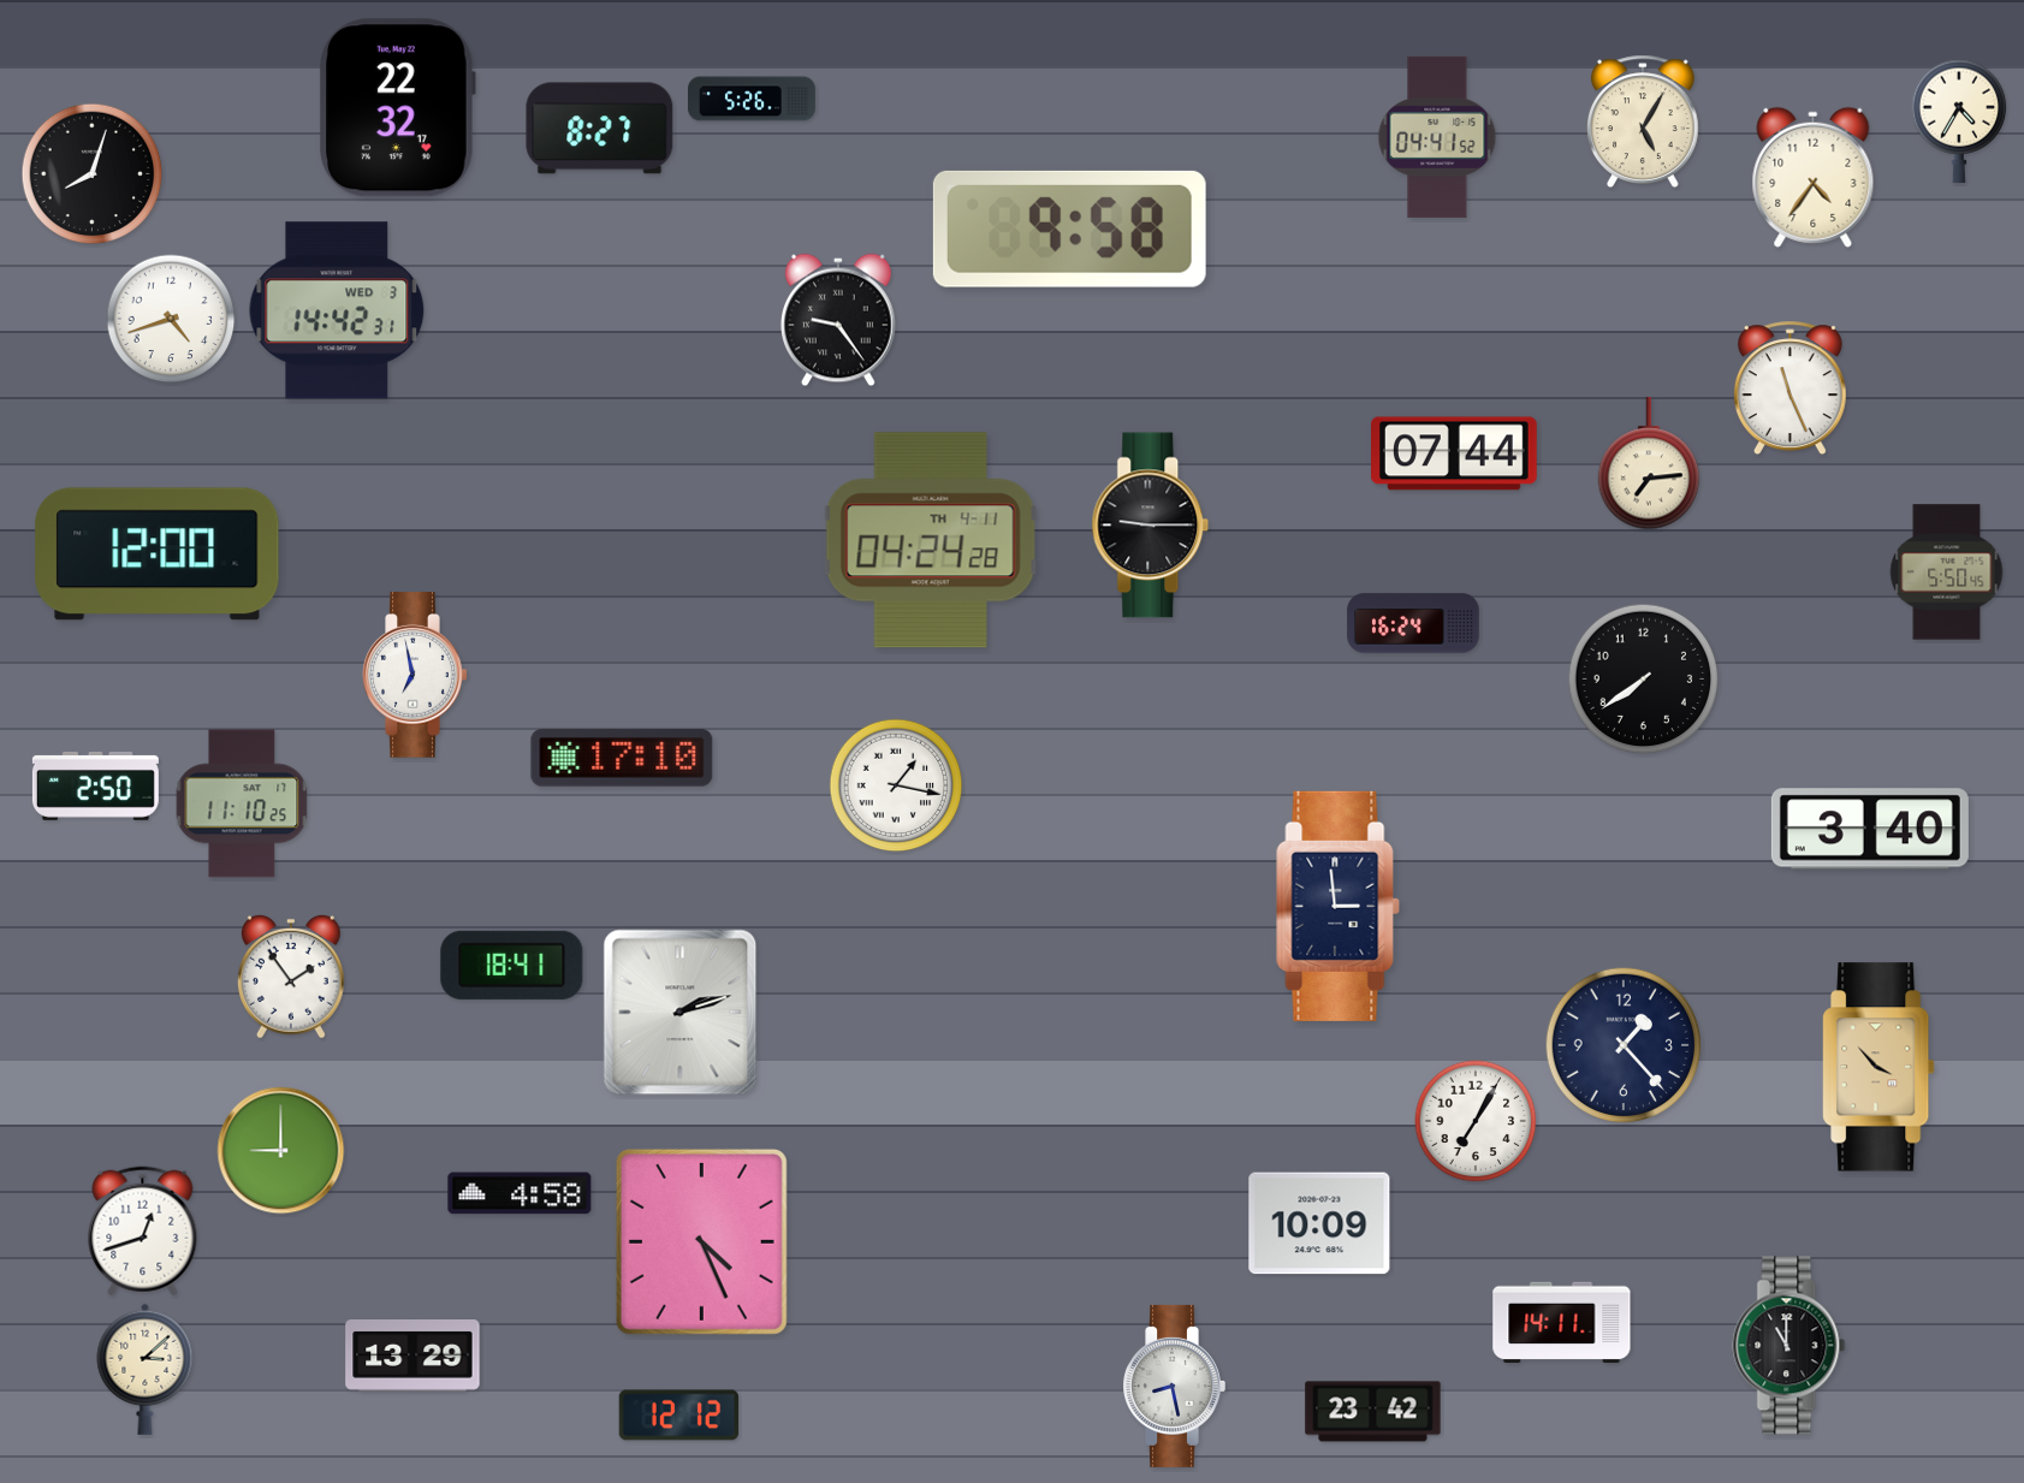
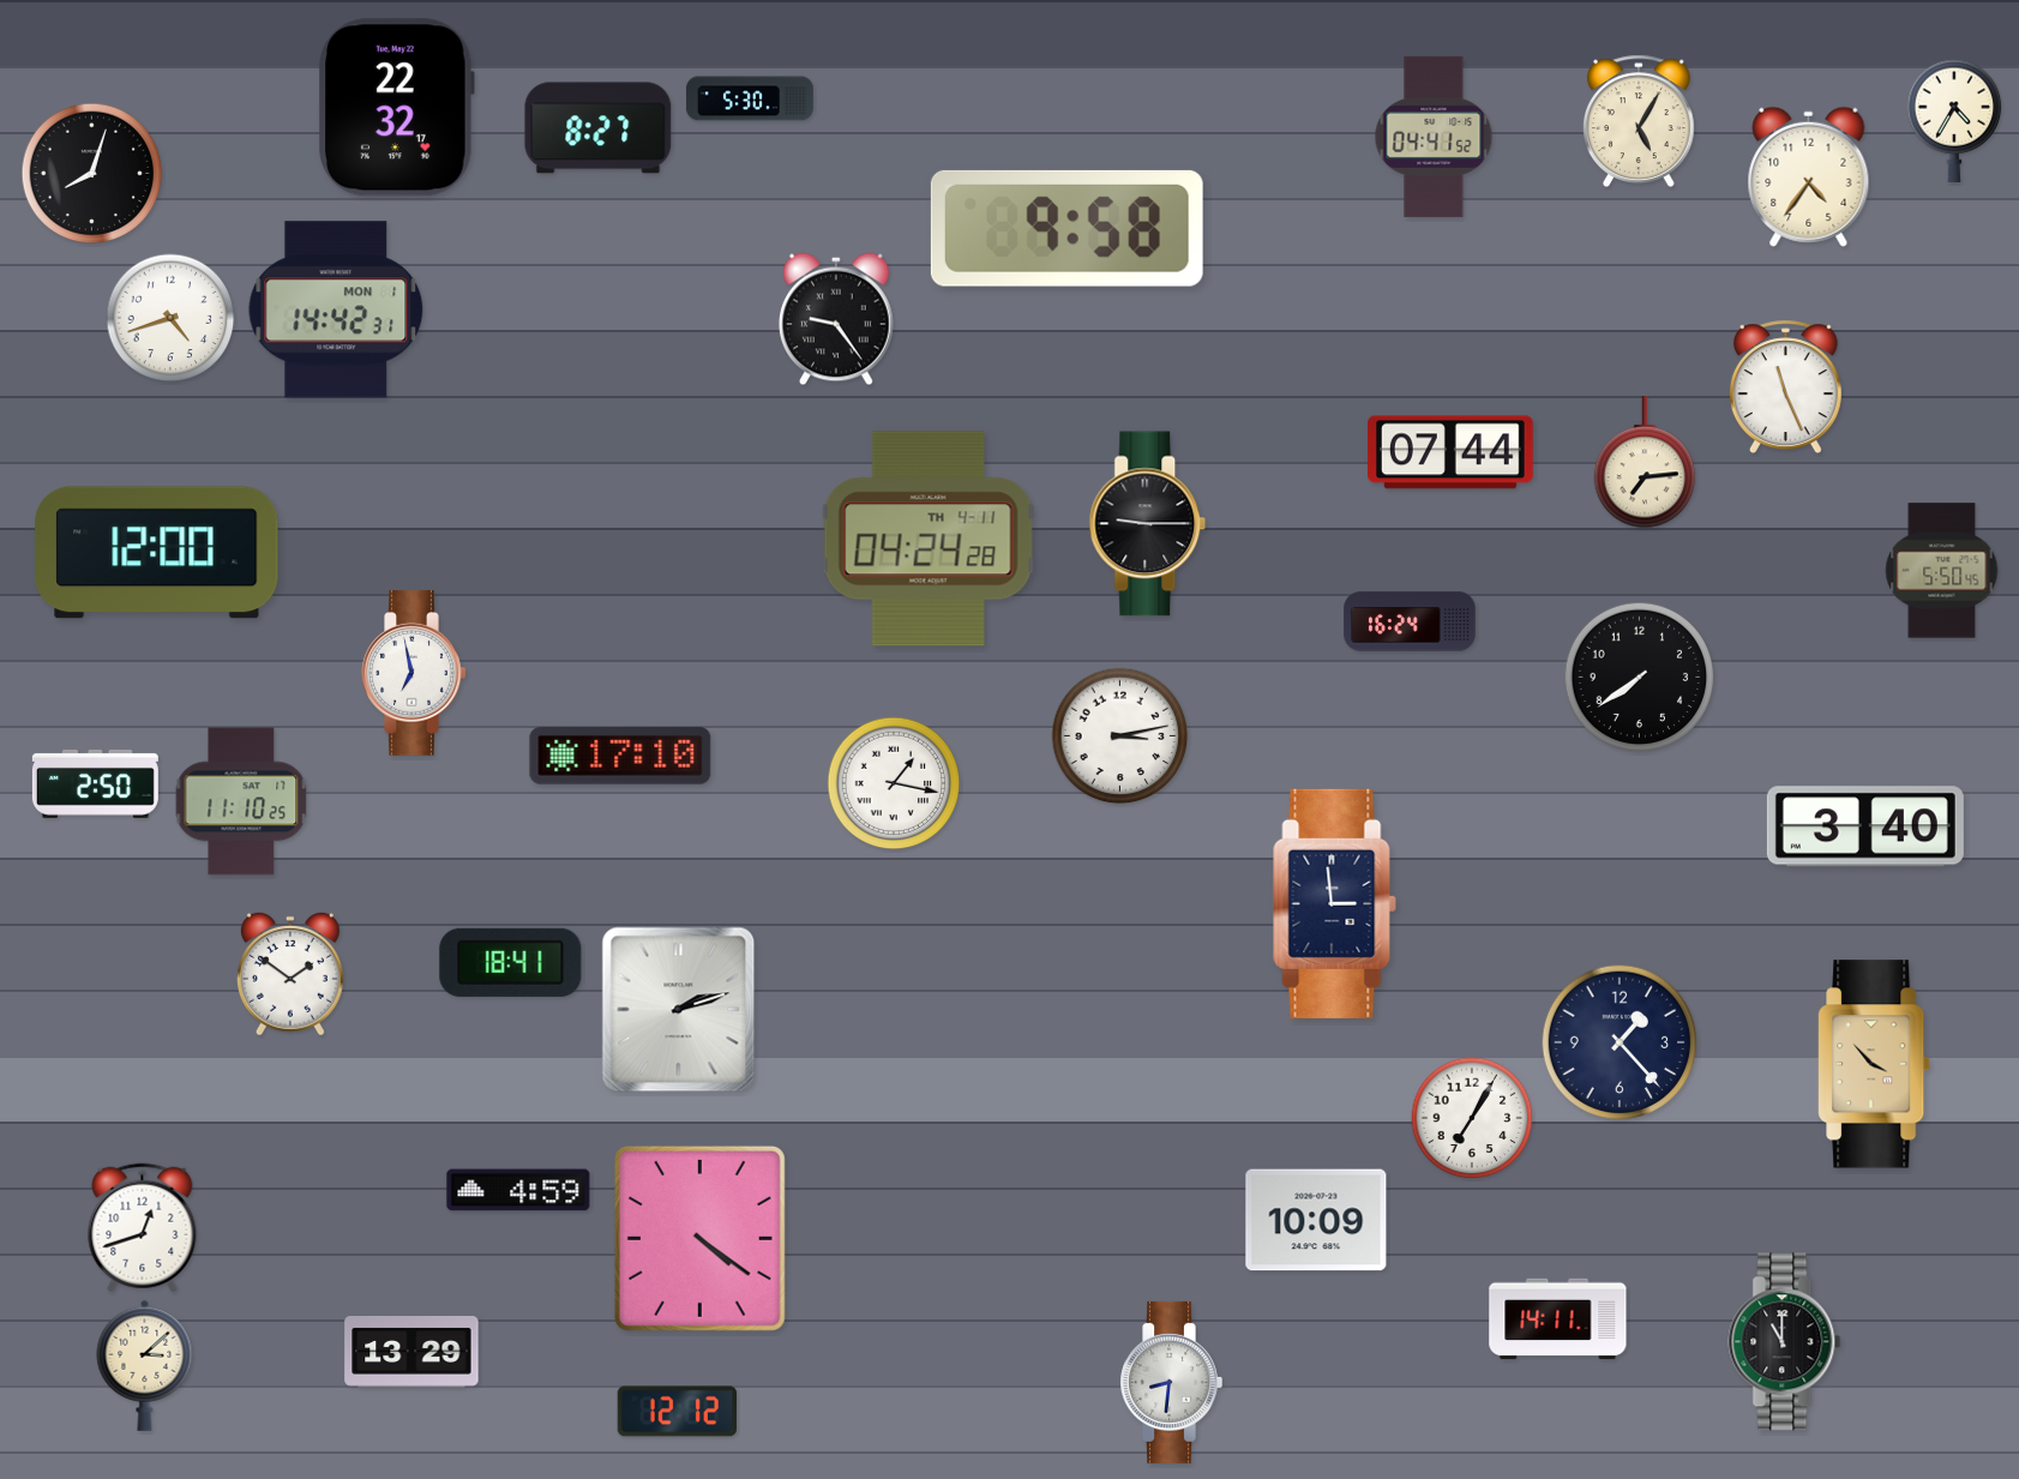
clock at (752, 99): 5:26 -> 5:30
clock at (337, 310) date: WED 3 -> MON 1
clock at (1120, 737): none -> 3:13
clock at (291, 977): 1:54 -> 1:51
clock at (281, 1151): 9:00 -> none
clock at (520, 1193): 4:58 -> 4:59
clock at (701, 1241): 4:26 -> 4:21
clock at (1174, 1386): 8:28 -> 8:31
clock at (1373, 1412): 23:42 -> none
